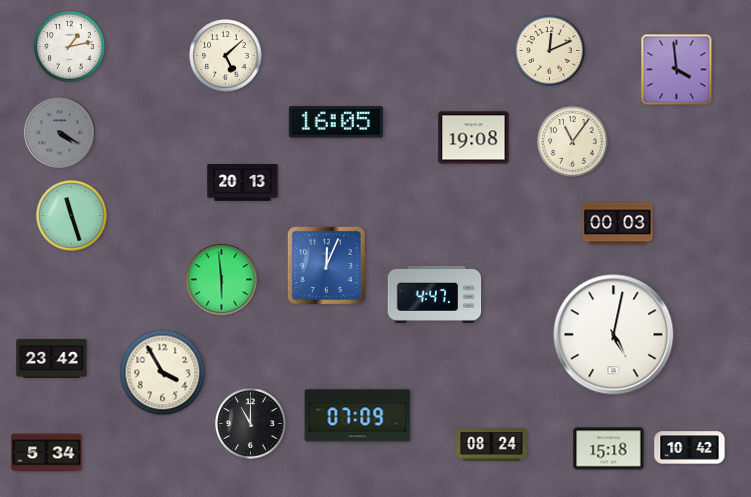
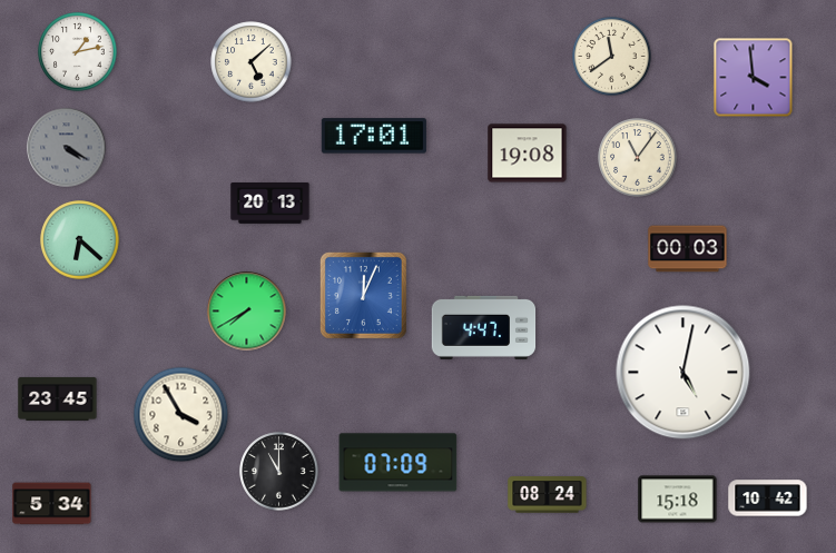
clock at (550, 51): 12:11 -> 11:39
clock at (336, 122): 16:05 -> 17:01
clock at (72, 216): 11:27 -> 6:22
clock at (222, 280): 5:59 -> 7:40
clock at (52, 358): 23:42 -> 23:45
